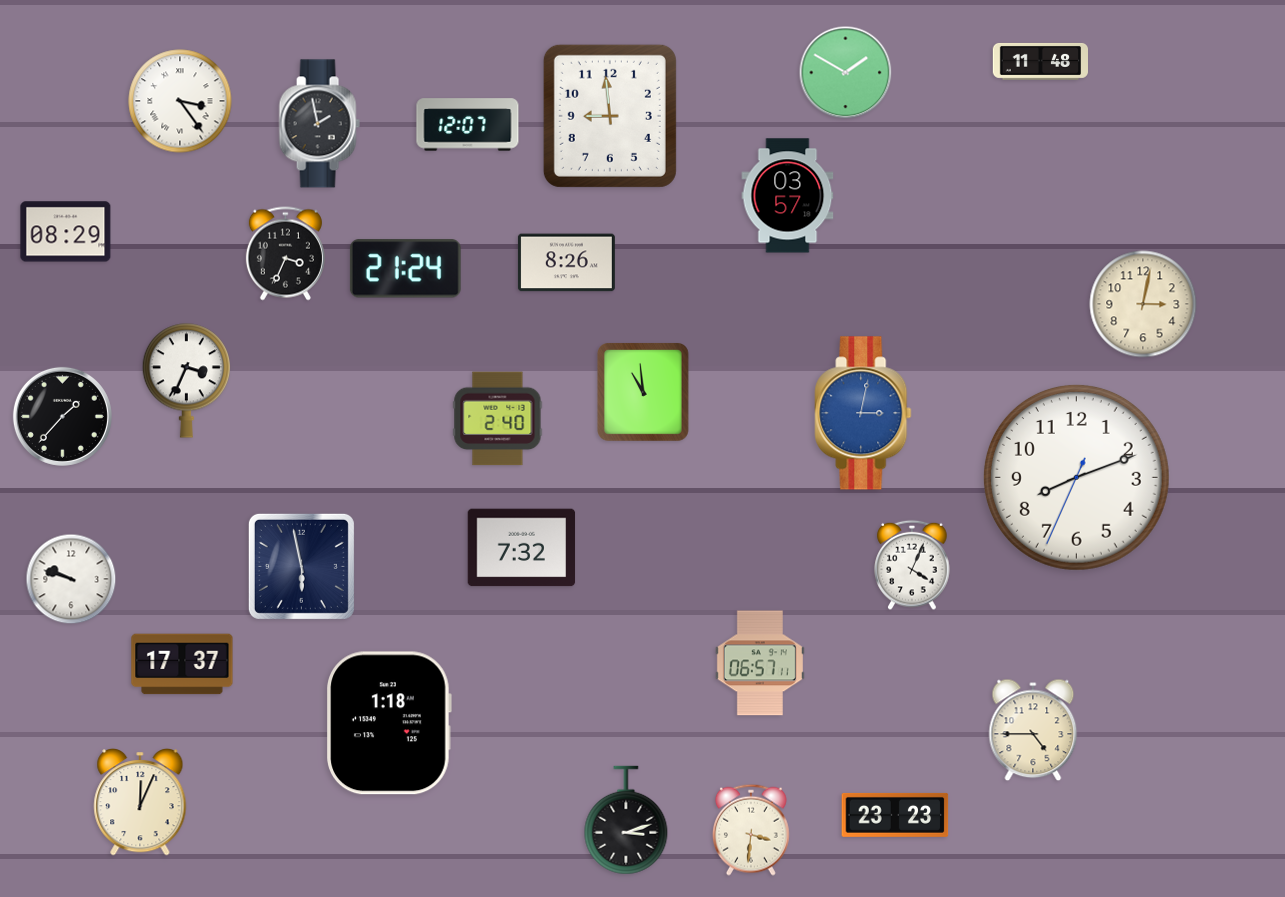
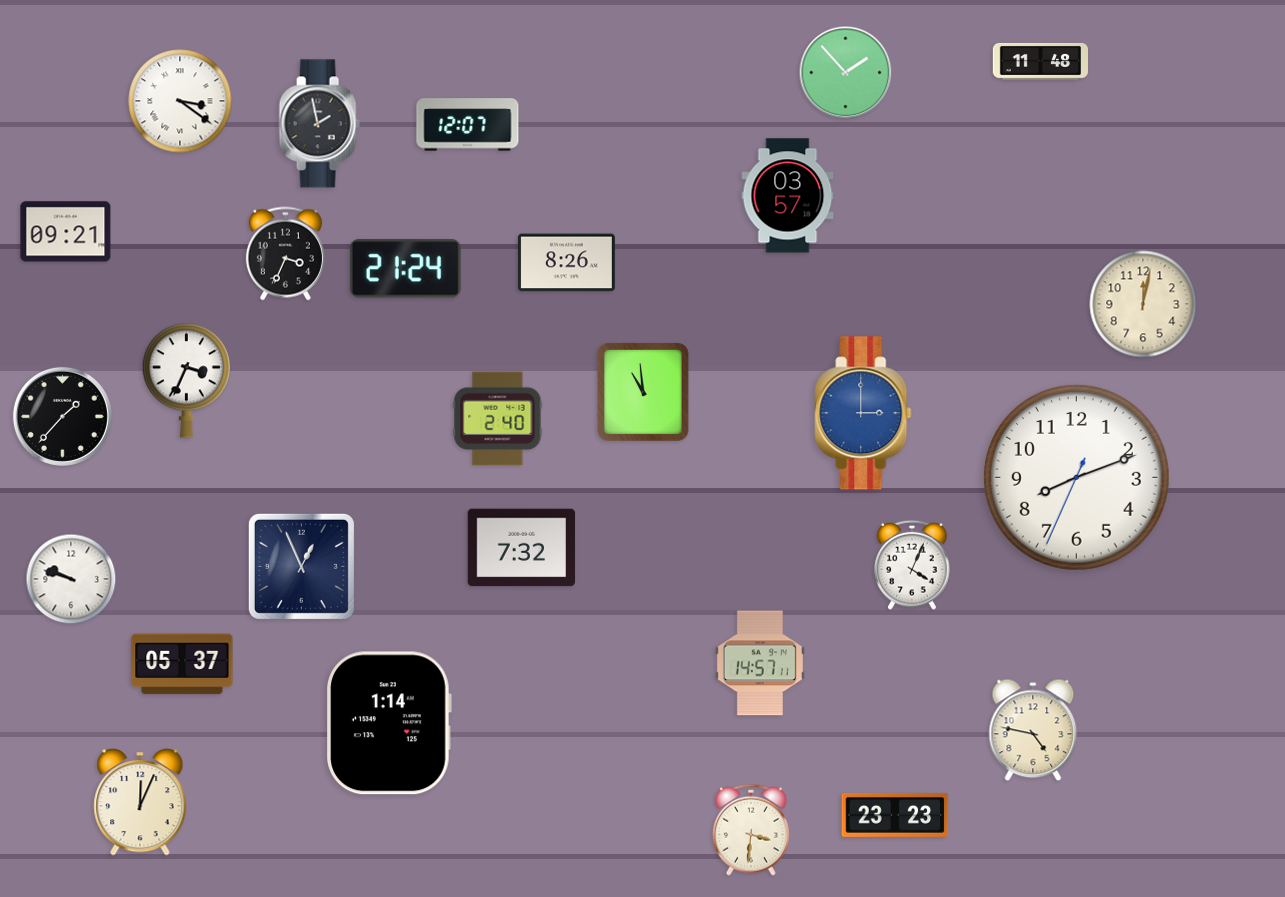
clock at (846, 73): 1:50 -> 1:53
clock at (180, 101): 3:24 -> 3:21
clock at (610, 116): 8:59 -> none
clock at (66, 232): 08:29 -> 09:21
clock at (1143, 304): 3:02 -> 12:02
clock at (863, 413): 3:02 -> 3:00
clock at (301, 566): 5:58 -> 12:56
clock at (760, 663): 06:57 -> 14:57
clock at (182, 664): 17:37 -> 05:37
clock at (389, 723): 1:18 -> 1:14
clock at (1033, 730): 4:45 -> 4:47
clock at (626, 820): 3:12 -> none
